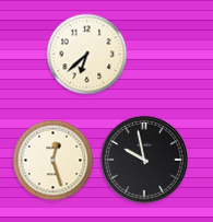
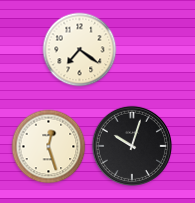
clock at (87, 55): 6:38 -> 7:21
clock at (144, 160): 9:58 -> 10:03
